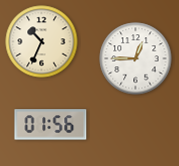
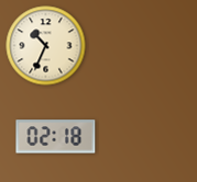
clock at (136, 59): 12:45 -> none
clock at (51, 125): 01:56 -> 02:18
